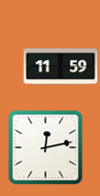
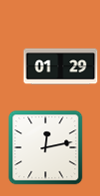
clock at (61, 67): 11:59 -> 01:29
